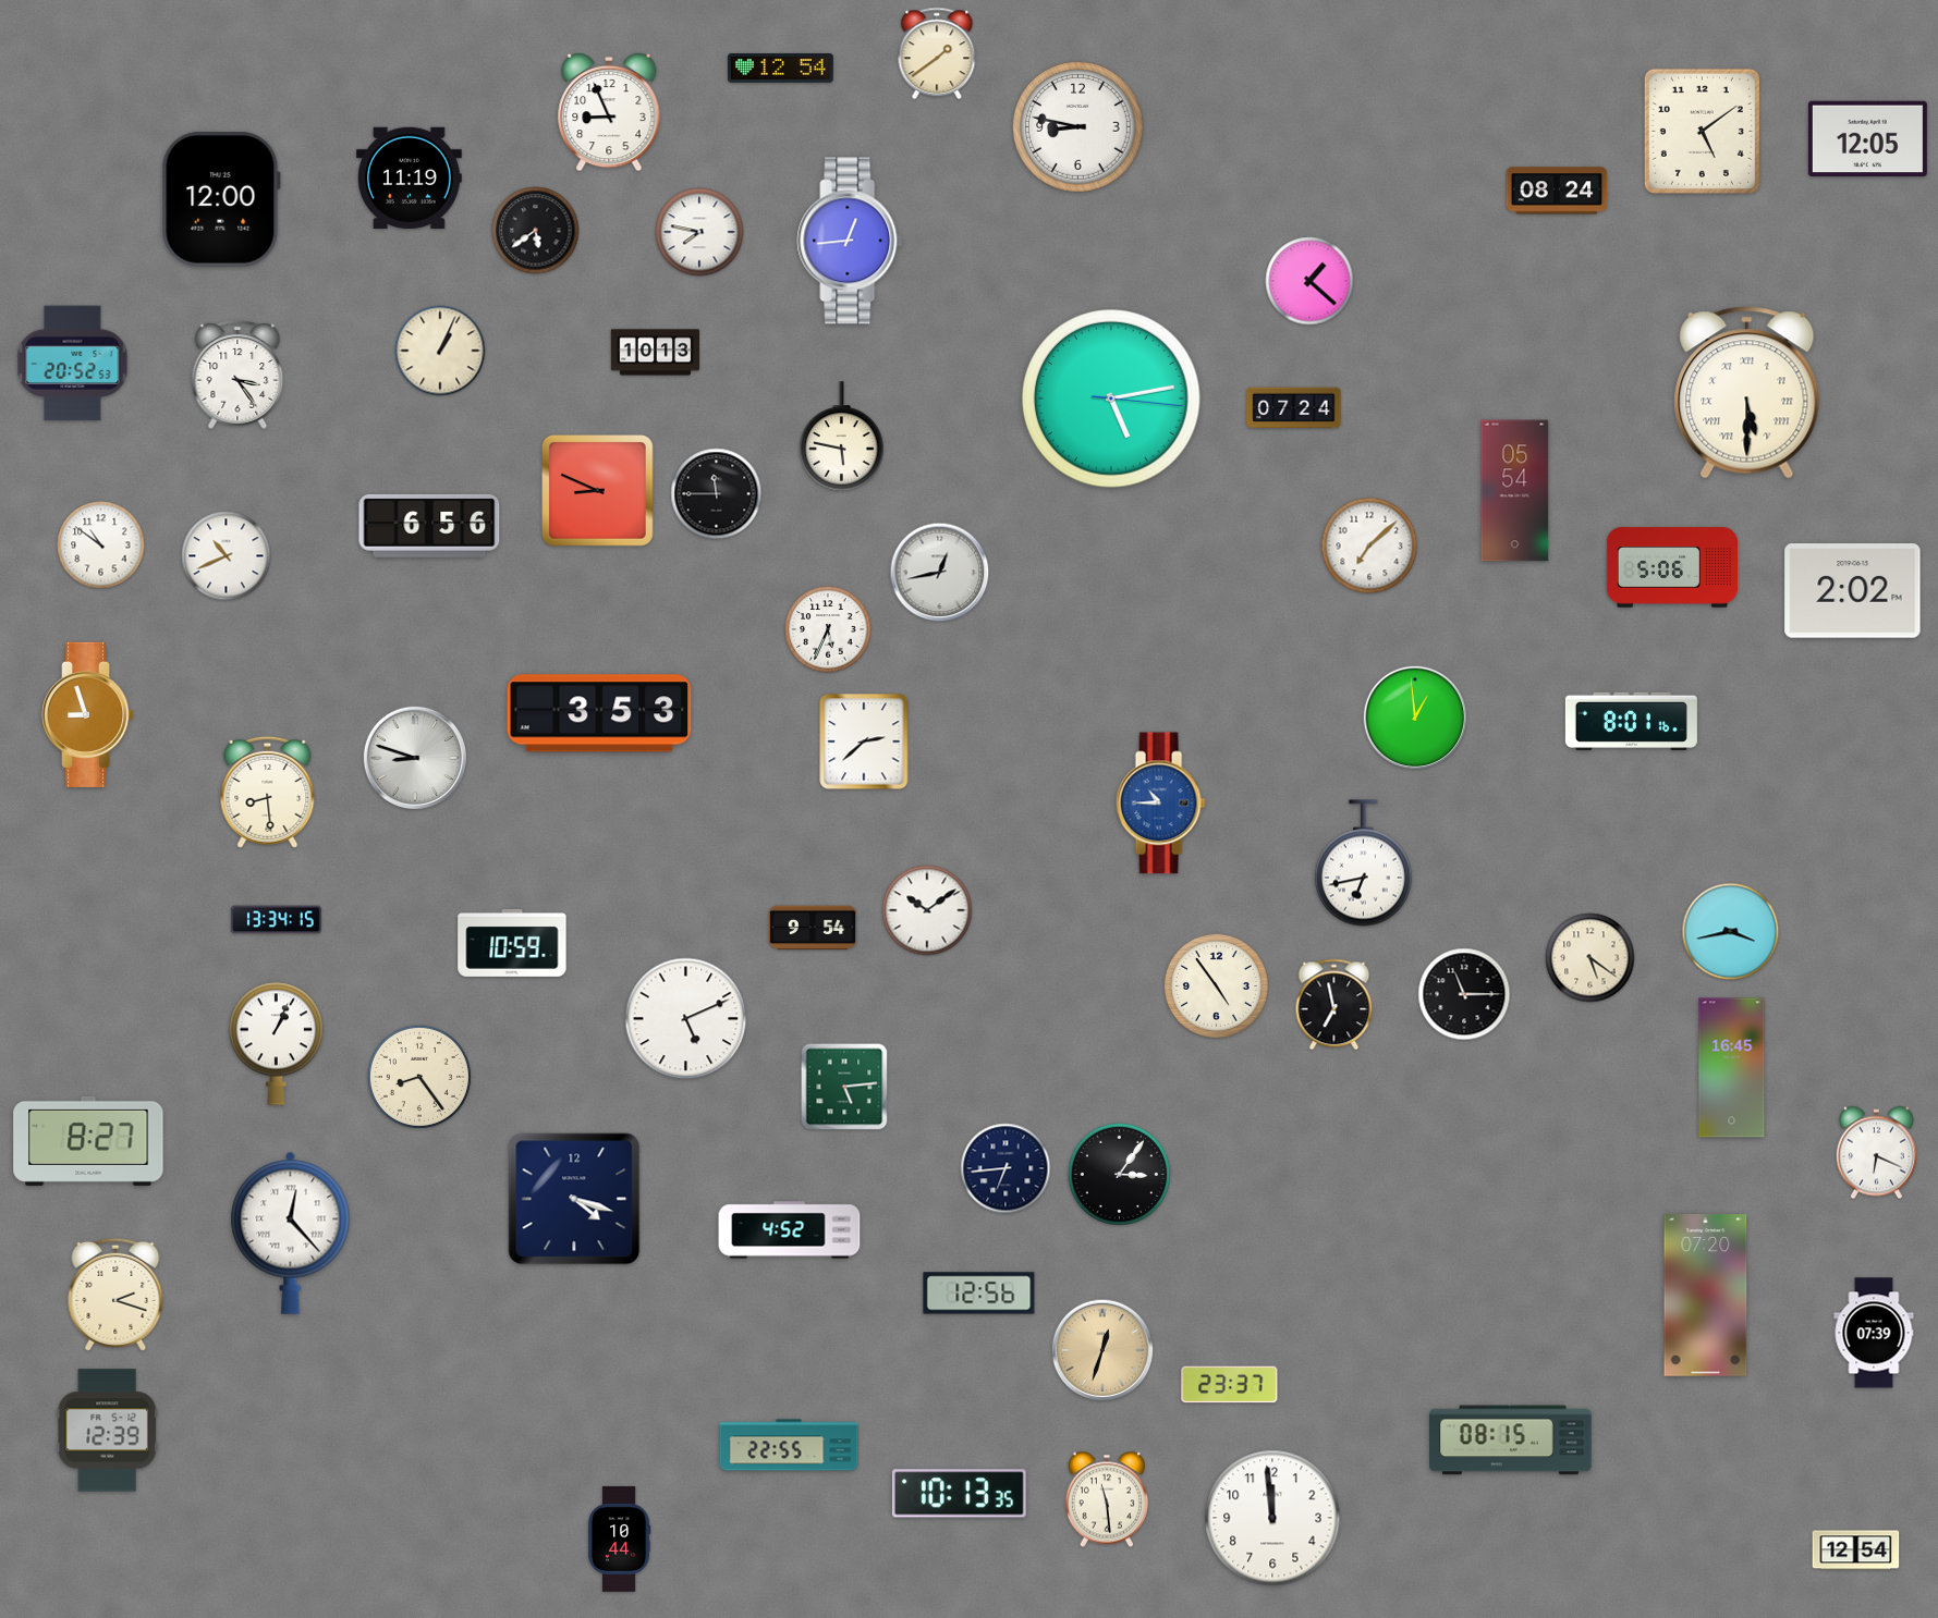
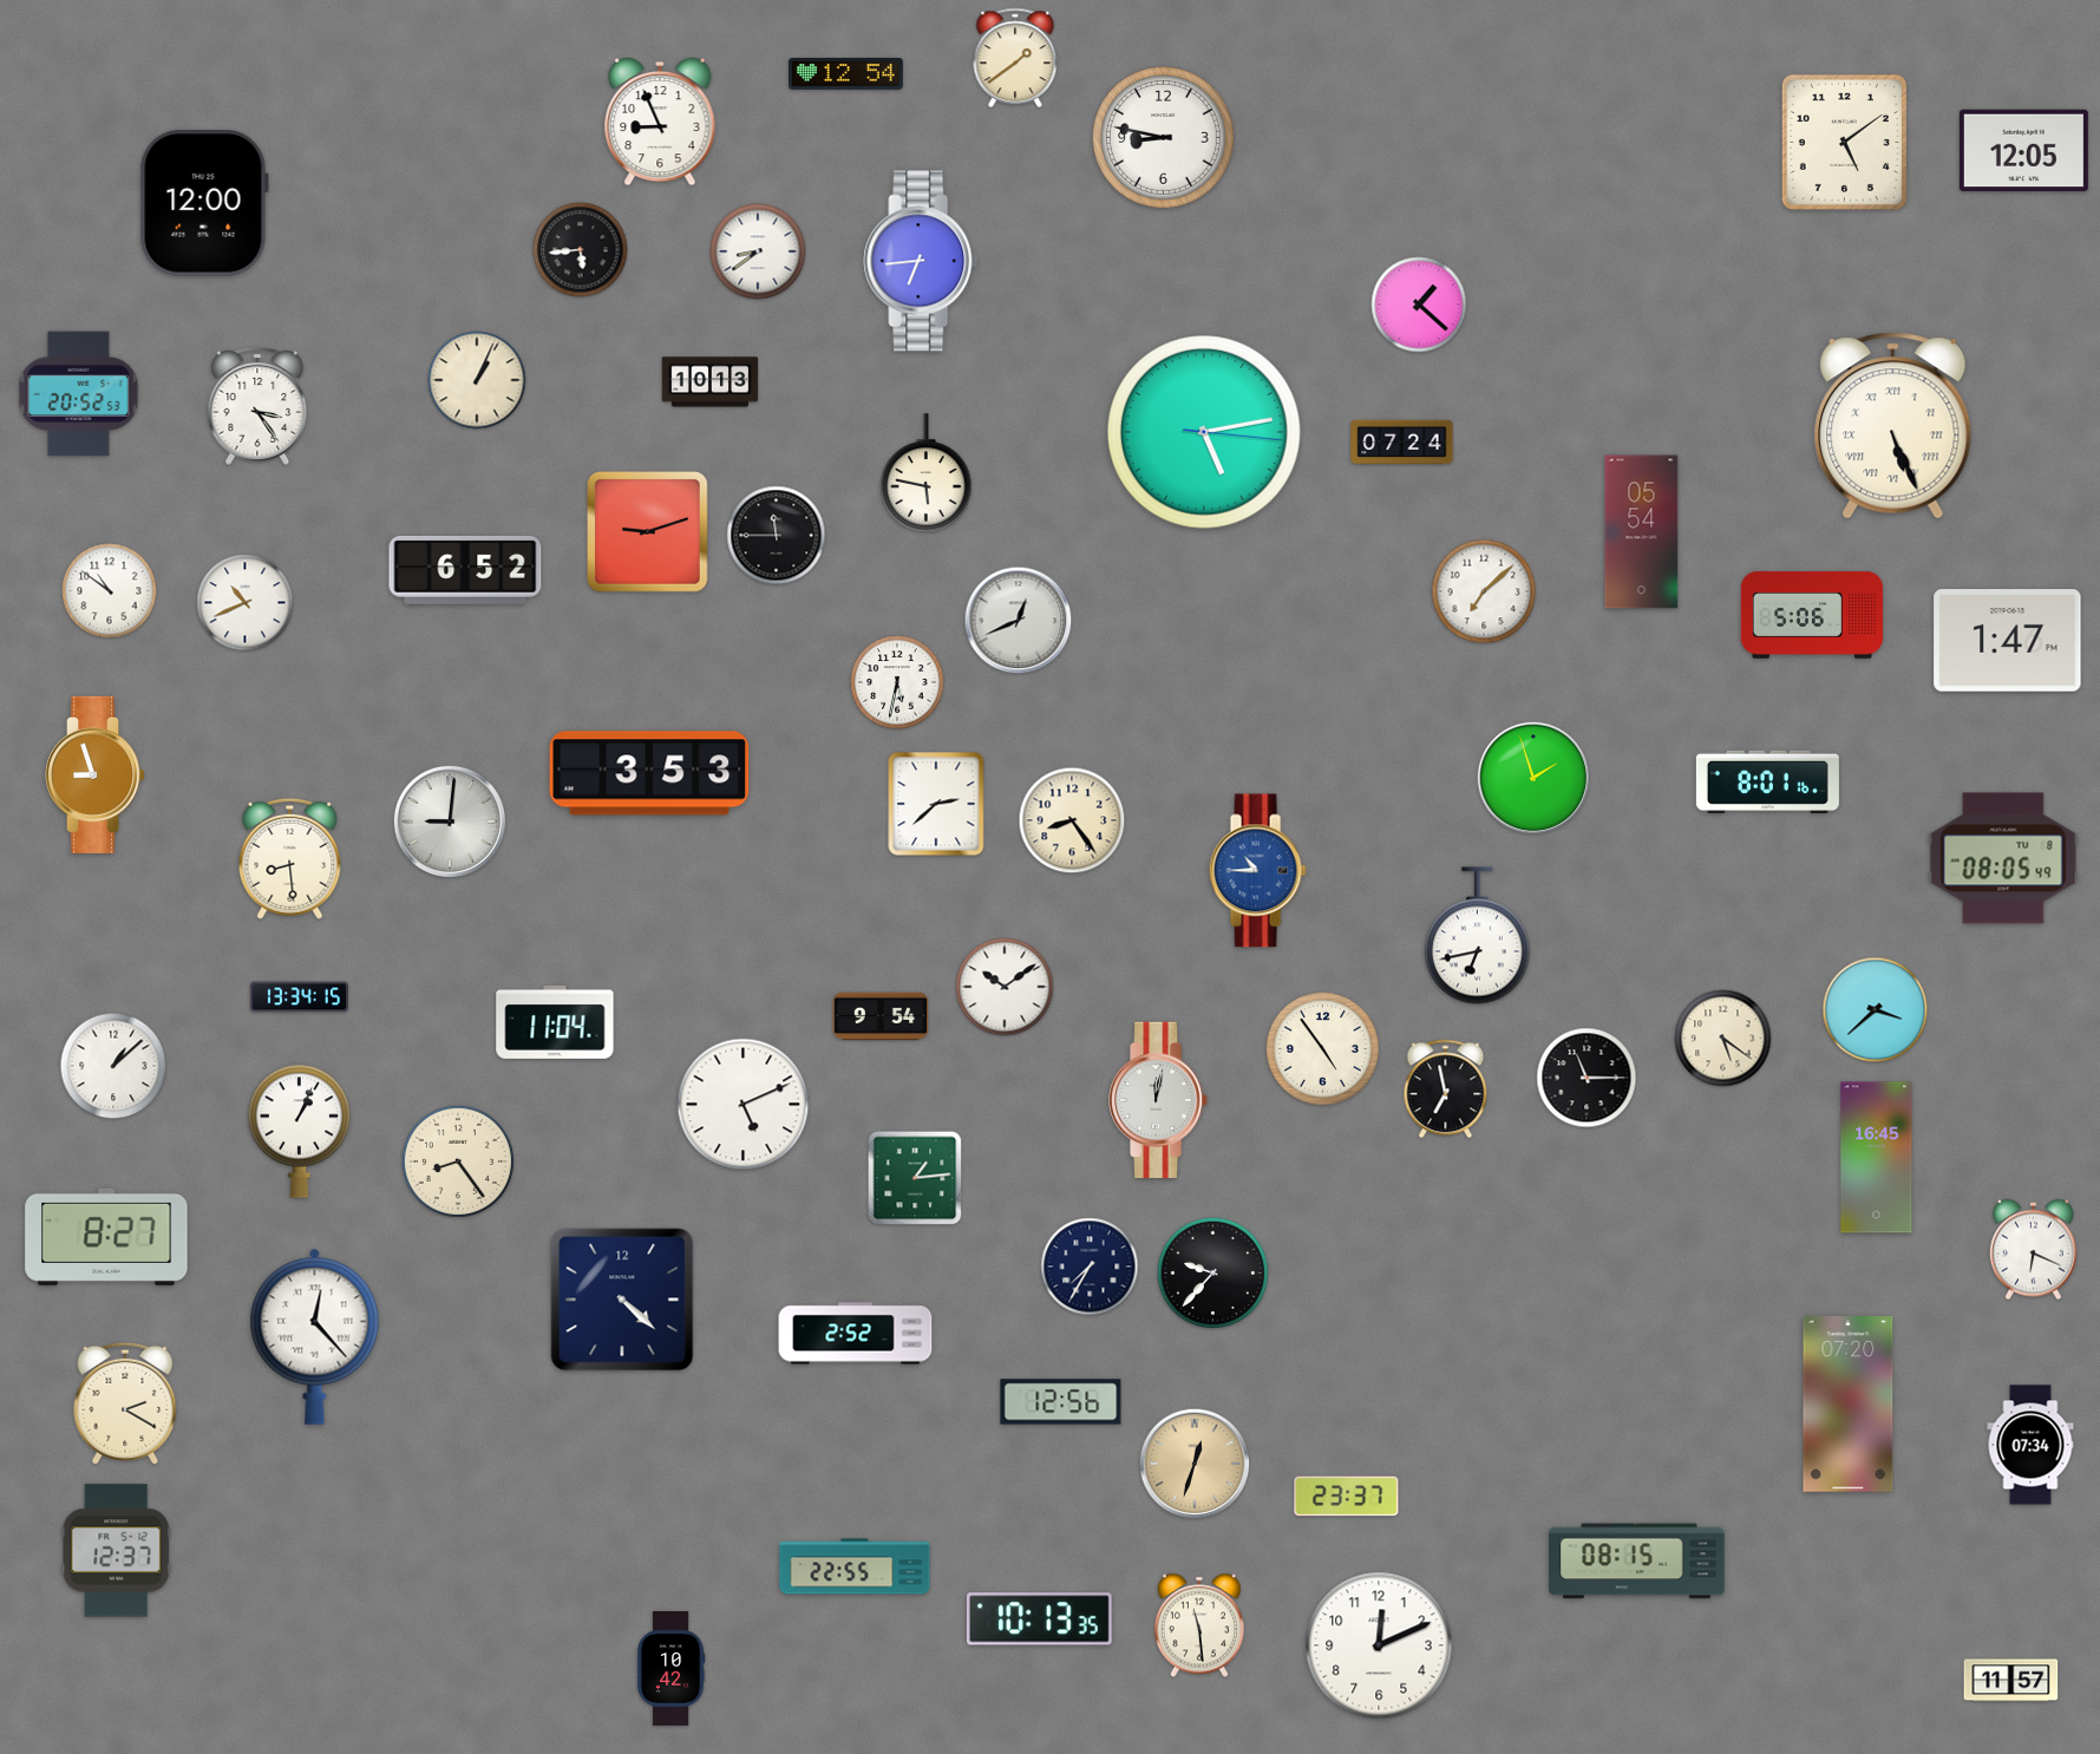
clock at (1078, 127) position: (1078, 127) -> (1164, 138)
clock at (410, 177): 11:19 -> none
clock at (1557, 191): 08:24 -> none
clock at (221, 200) position: (221, 200) -> (204, 204)
clock at (536, 231): 5:39 -> 5:44
clock at (699, 232): 7:47 -> 8:39
clock at (850, 241): 12:44 -> 6:44
clock at (1747, 393): 5:30 -> 5:26
clock at (842, 437) position: (842, 437) -> (927, 473)
clock at (598, 491): 8:49 -> 9:12
clock at (429, 526): 6:56 -> 6:52
clock at (940, 573): 12:43 -> 12:41
clock at (1853, 591): 2:02 -> 1:47
clock at (828, 629): 5:34 -> 5:32
clock at (1414, 716): 12:59 -> 1:57
clock at (414, 757): 8:48 -> 9:01
clock at (1072, 820): none -> 8:24
clock at (2003, 858): none -> 08:05
clock at (813, 928) position: (813, 928) -> (881, 1016)
clock at (1731, 932): 3:43 -> 3:38
clock at (512, 943): 10:59 -> 11:04
clock at (113, 1066): none -> 1:08
clock at (1216, 985) position: (1216, 985) -> (1322, 1048)
clock at (1158, 1099): none -> 12:02
clock at (419, 1077) position: (419, 1077) -> (458, 1161)
clock at (844, 1087): 5:14 -> 1:14
clock at (88, 1141) position: (88, 1141) -> (106, 1237)
clock at (1005, 1168): 6:44 -> 7:35
clock at (1119, 1174): 3:06 -> 9:37
clock at (574, 1199): 4:18 -> 4:22
clock at (790, 1230): 4:52 -> 2:52
clock at (115, 1295): 2:18 -> 2:20
clock at (1874, 1333): 07:39 -> 07:34
clock at (1230, 1385) position: (1230, 1385) -> (1347, 1497)
clock at (108, 1431): 12:39 -> 12:37
clock at (1272, 1518): 11:59 -> 12:11
clock at (619, 1540): 10:44 -> 10:42
clock at (1856, 1550): 12:54 -> 11:57
